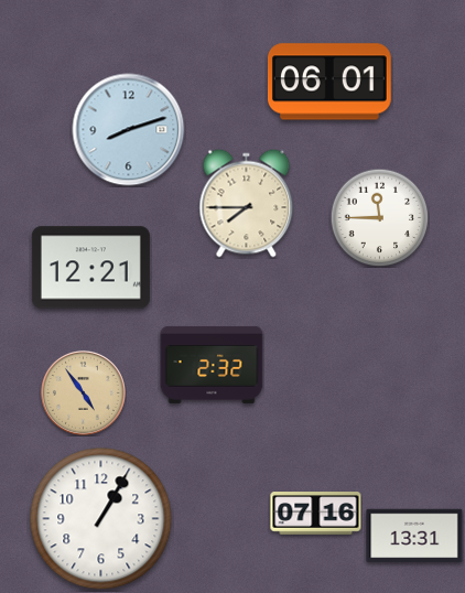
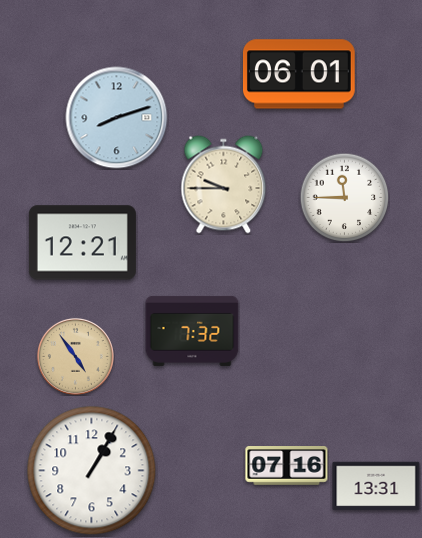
clock at (247, 204): 7:45 -> 9:45
clock at (212, 365): 2:32 -> 7:32
